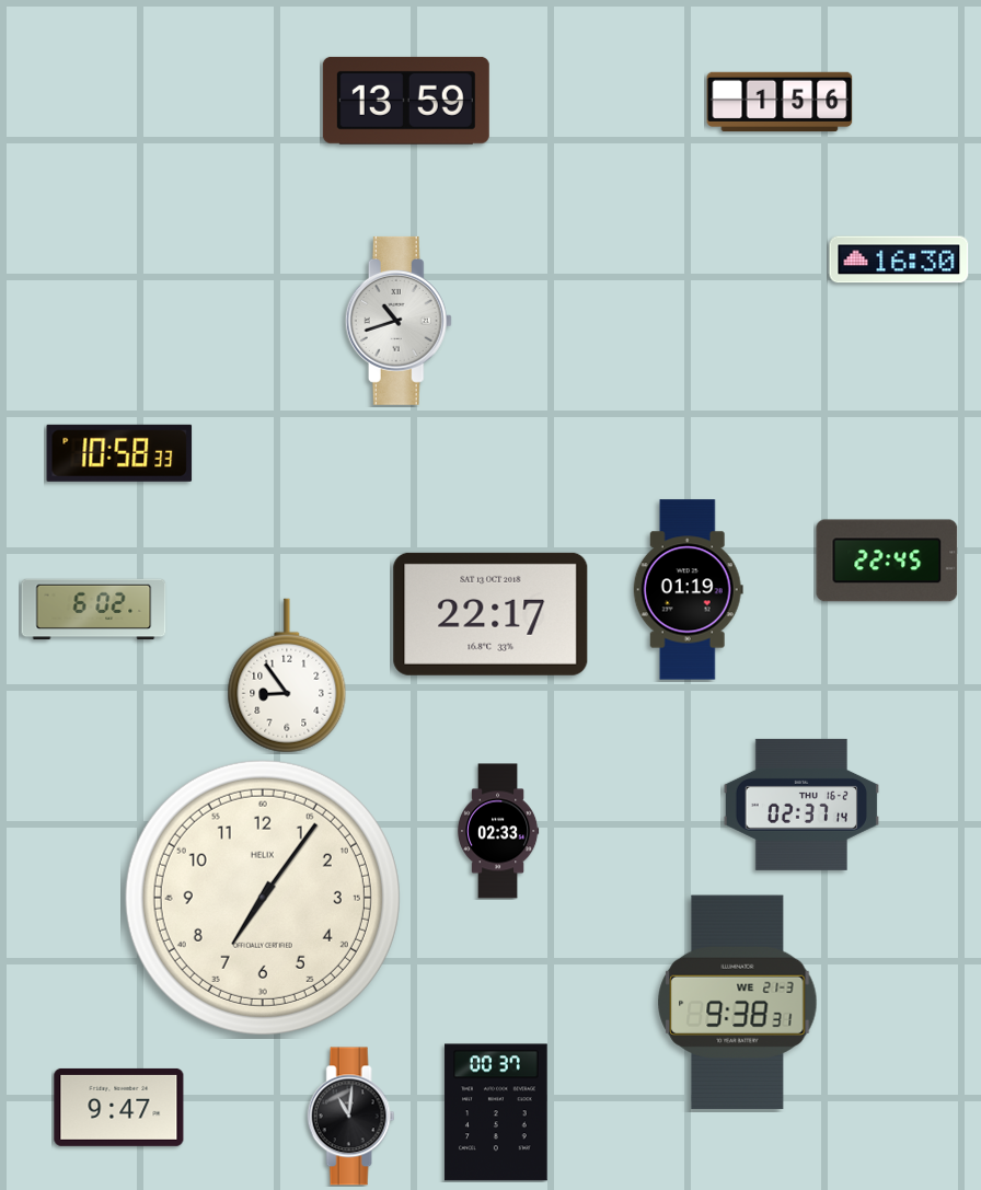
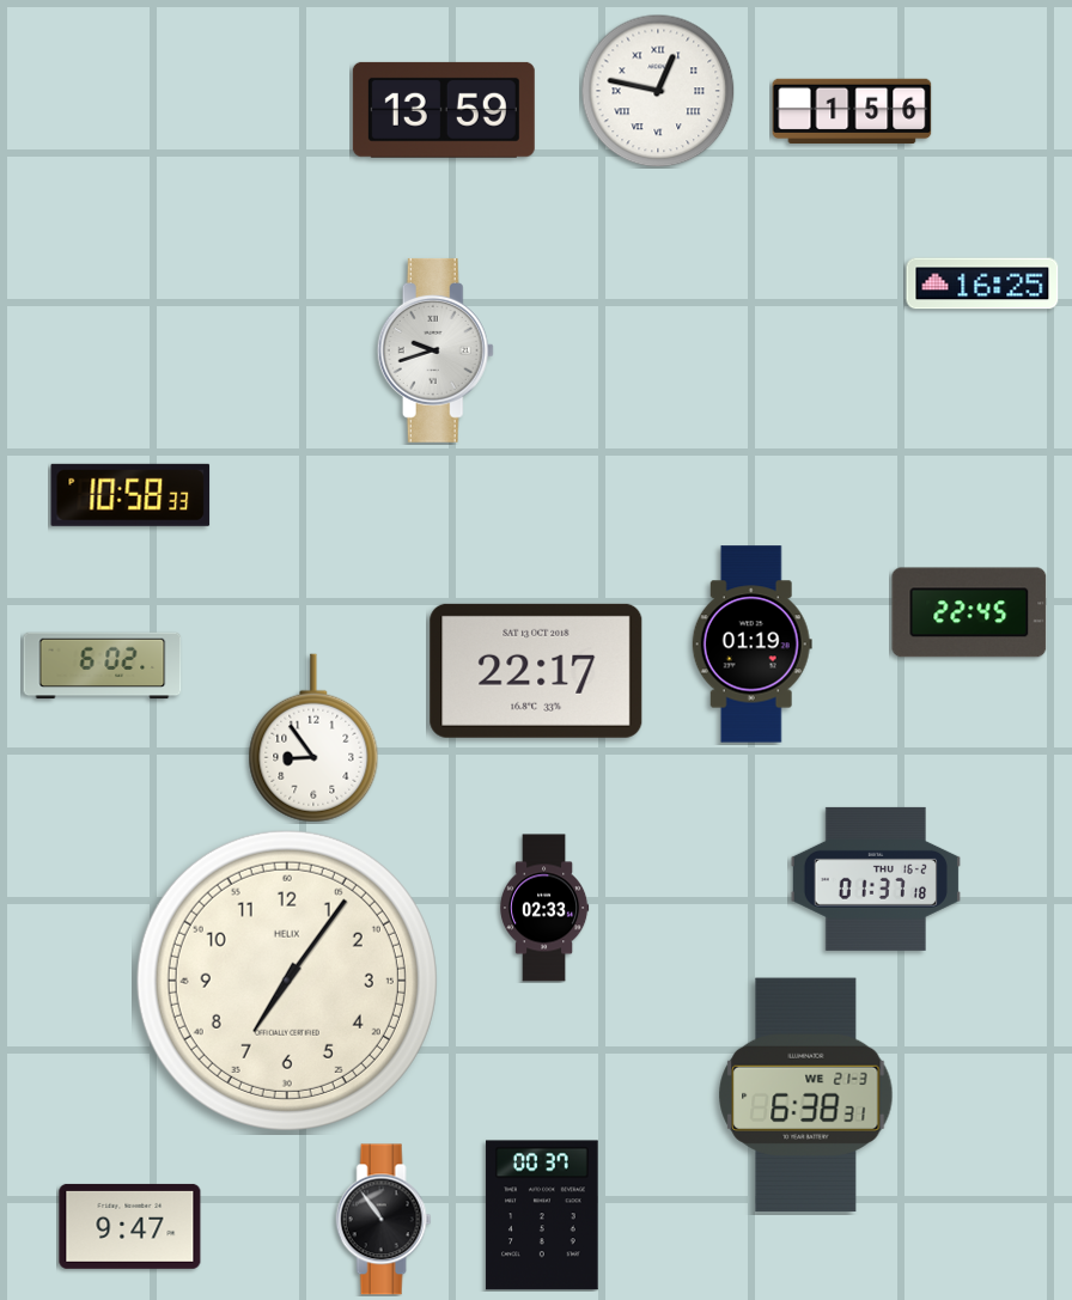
clock at (658, 91): none -> 12:47
clock at (899, 259): 16:30 -> 16:25
clock at (399, 321): 10:42 -> 9:42
clock at (800, 805): 02:37 -> 01:37
clock at (738, 1003): 9:38 -> 6:38
clock at (119, 1107) position: (119, 1107) -> (130, 1226)
clock at (351, 1117): 11:01 -> 10:54
